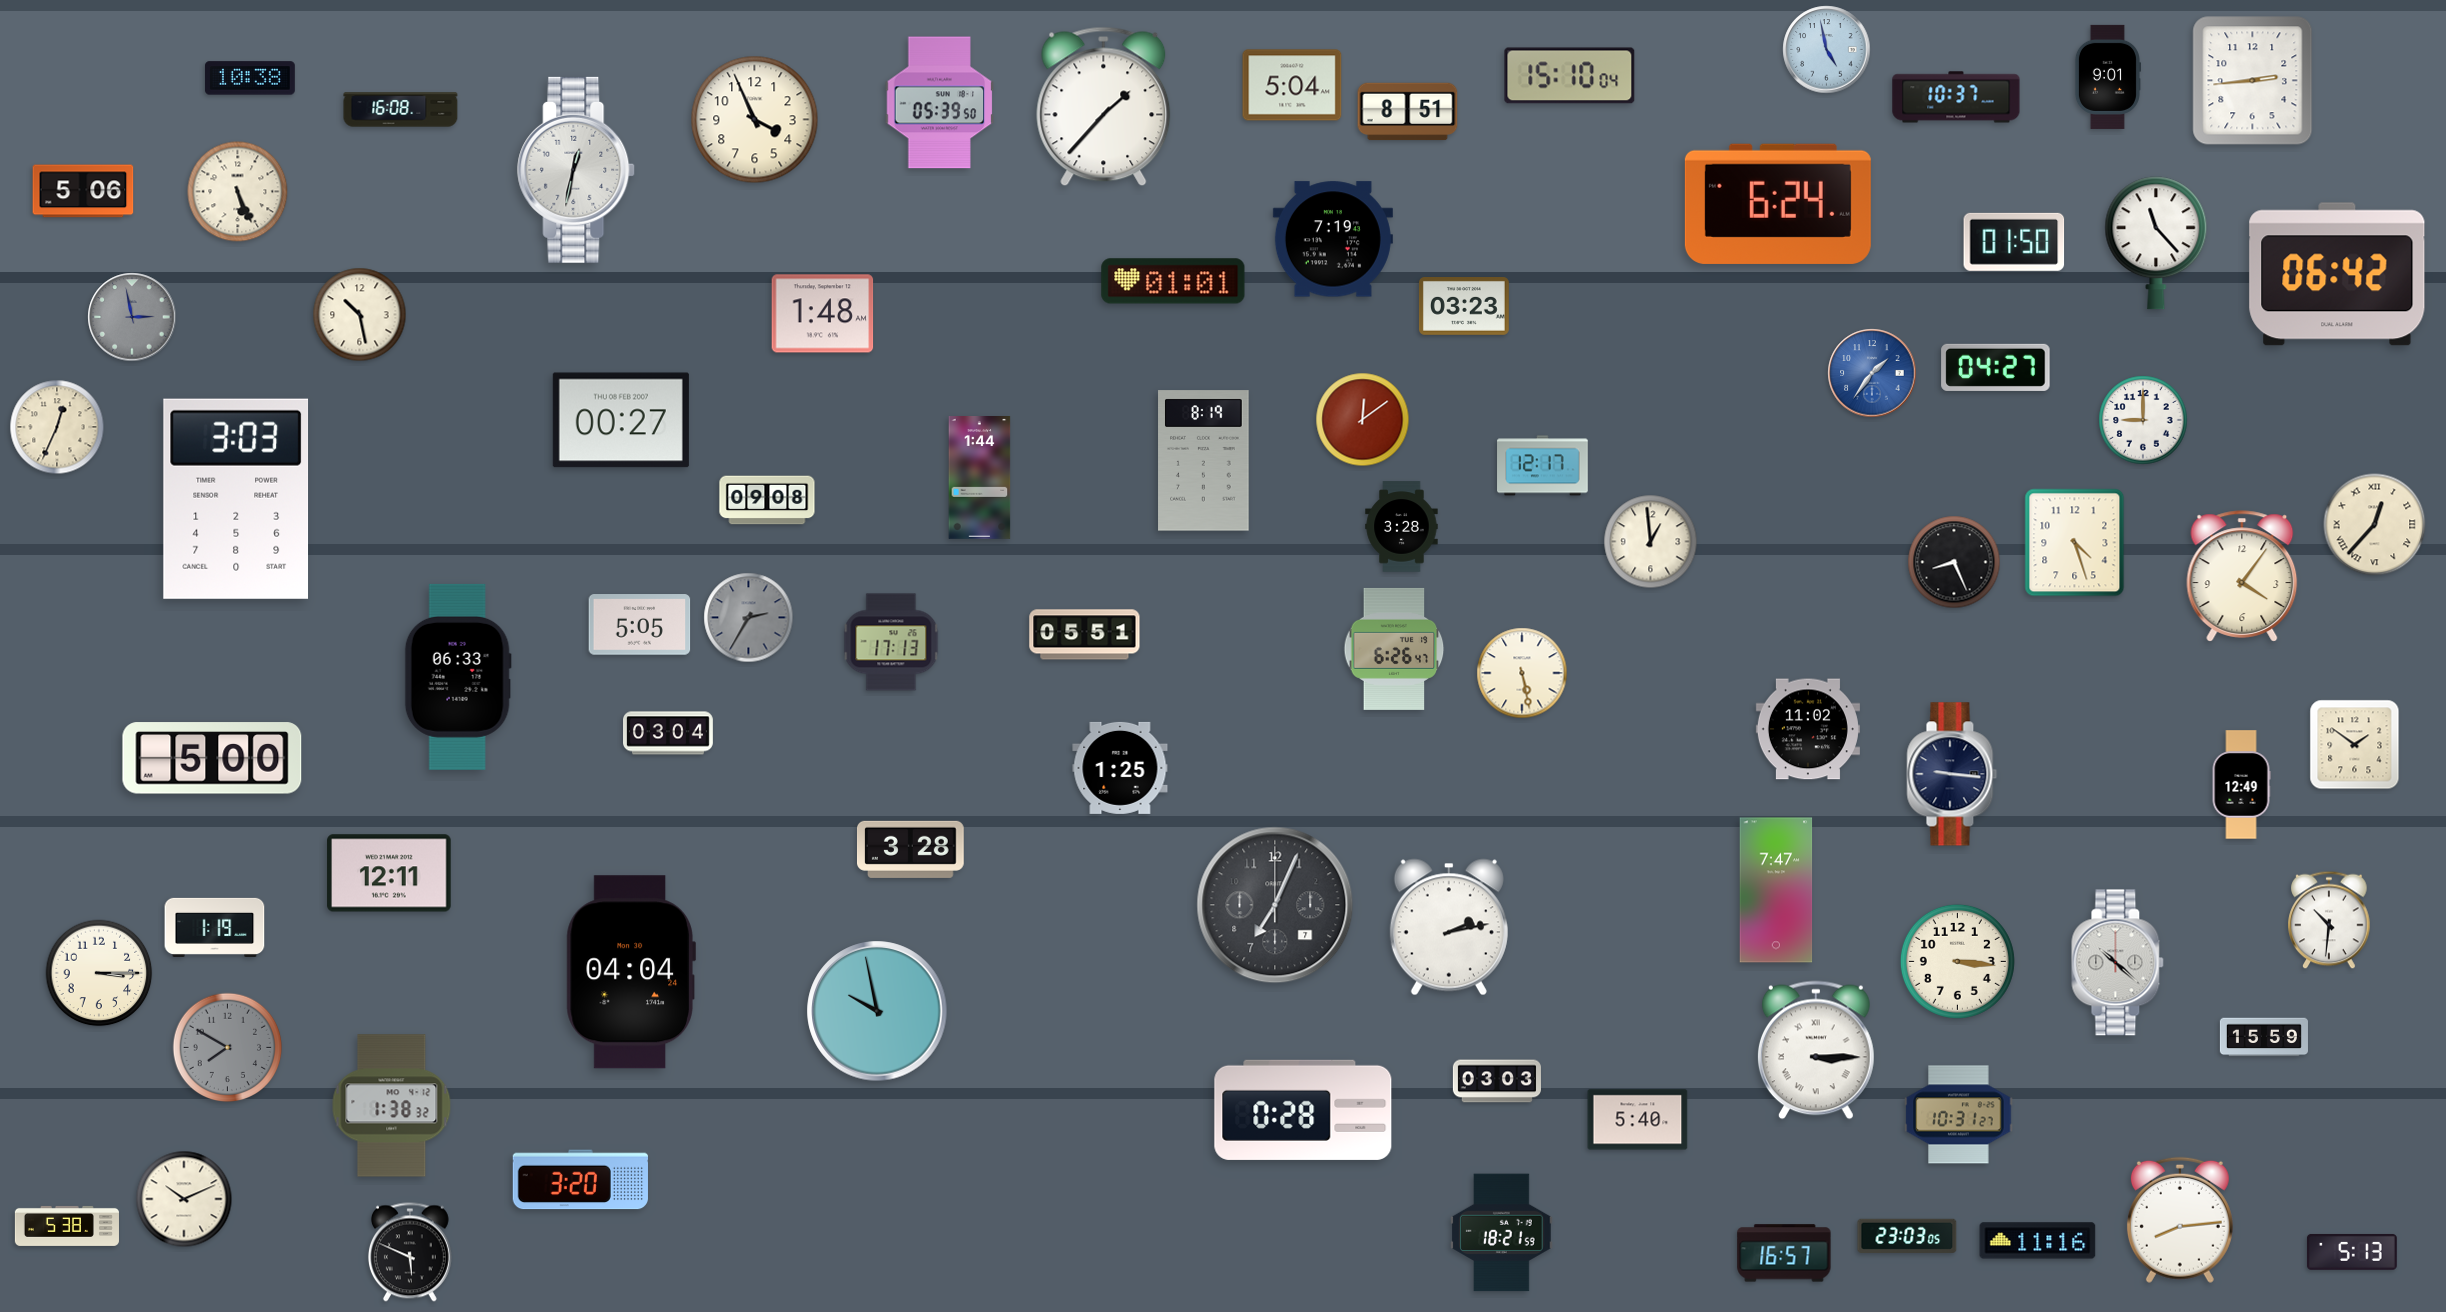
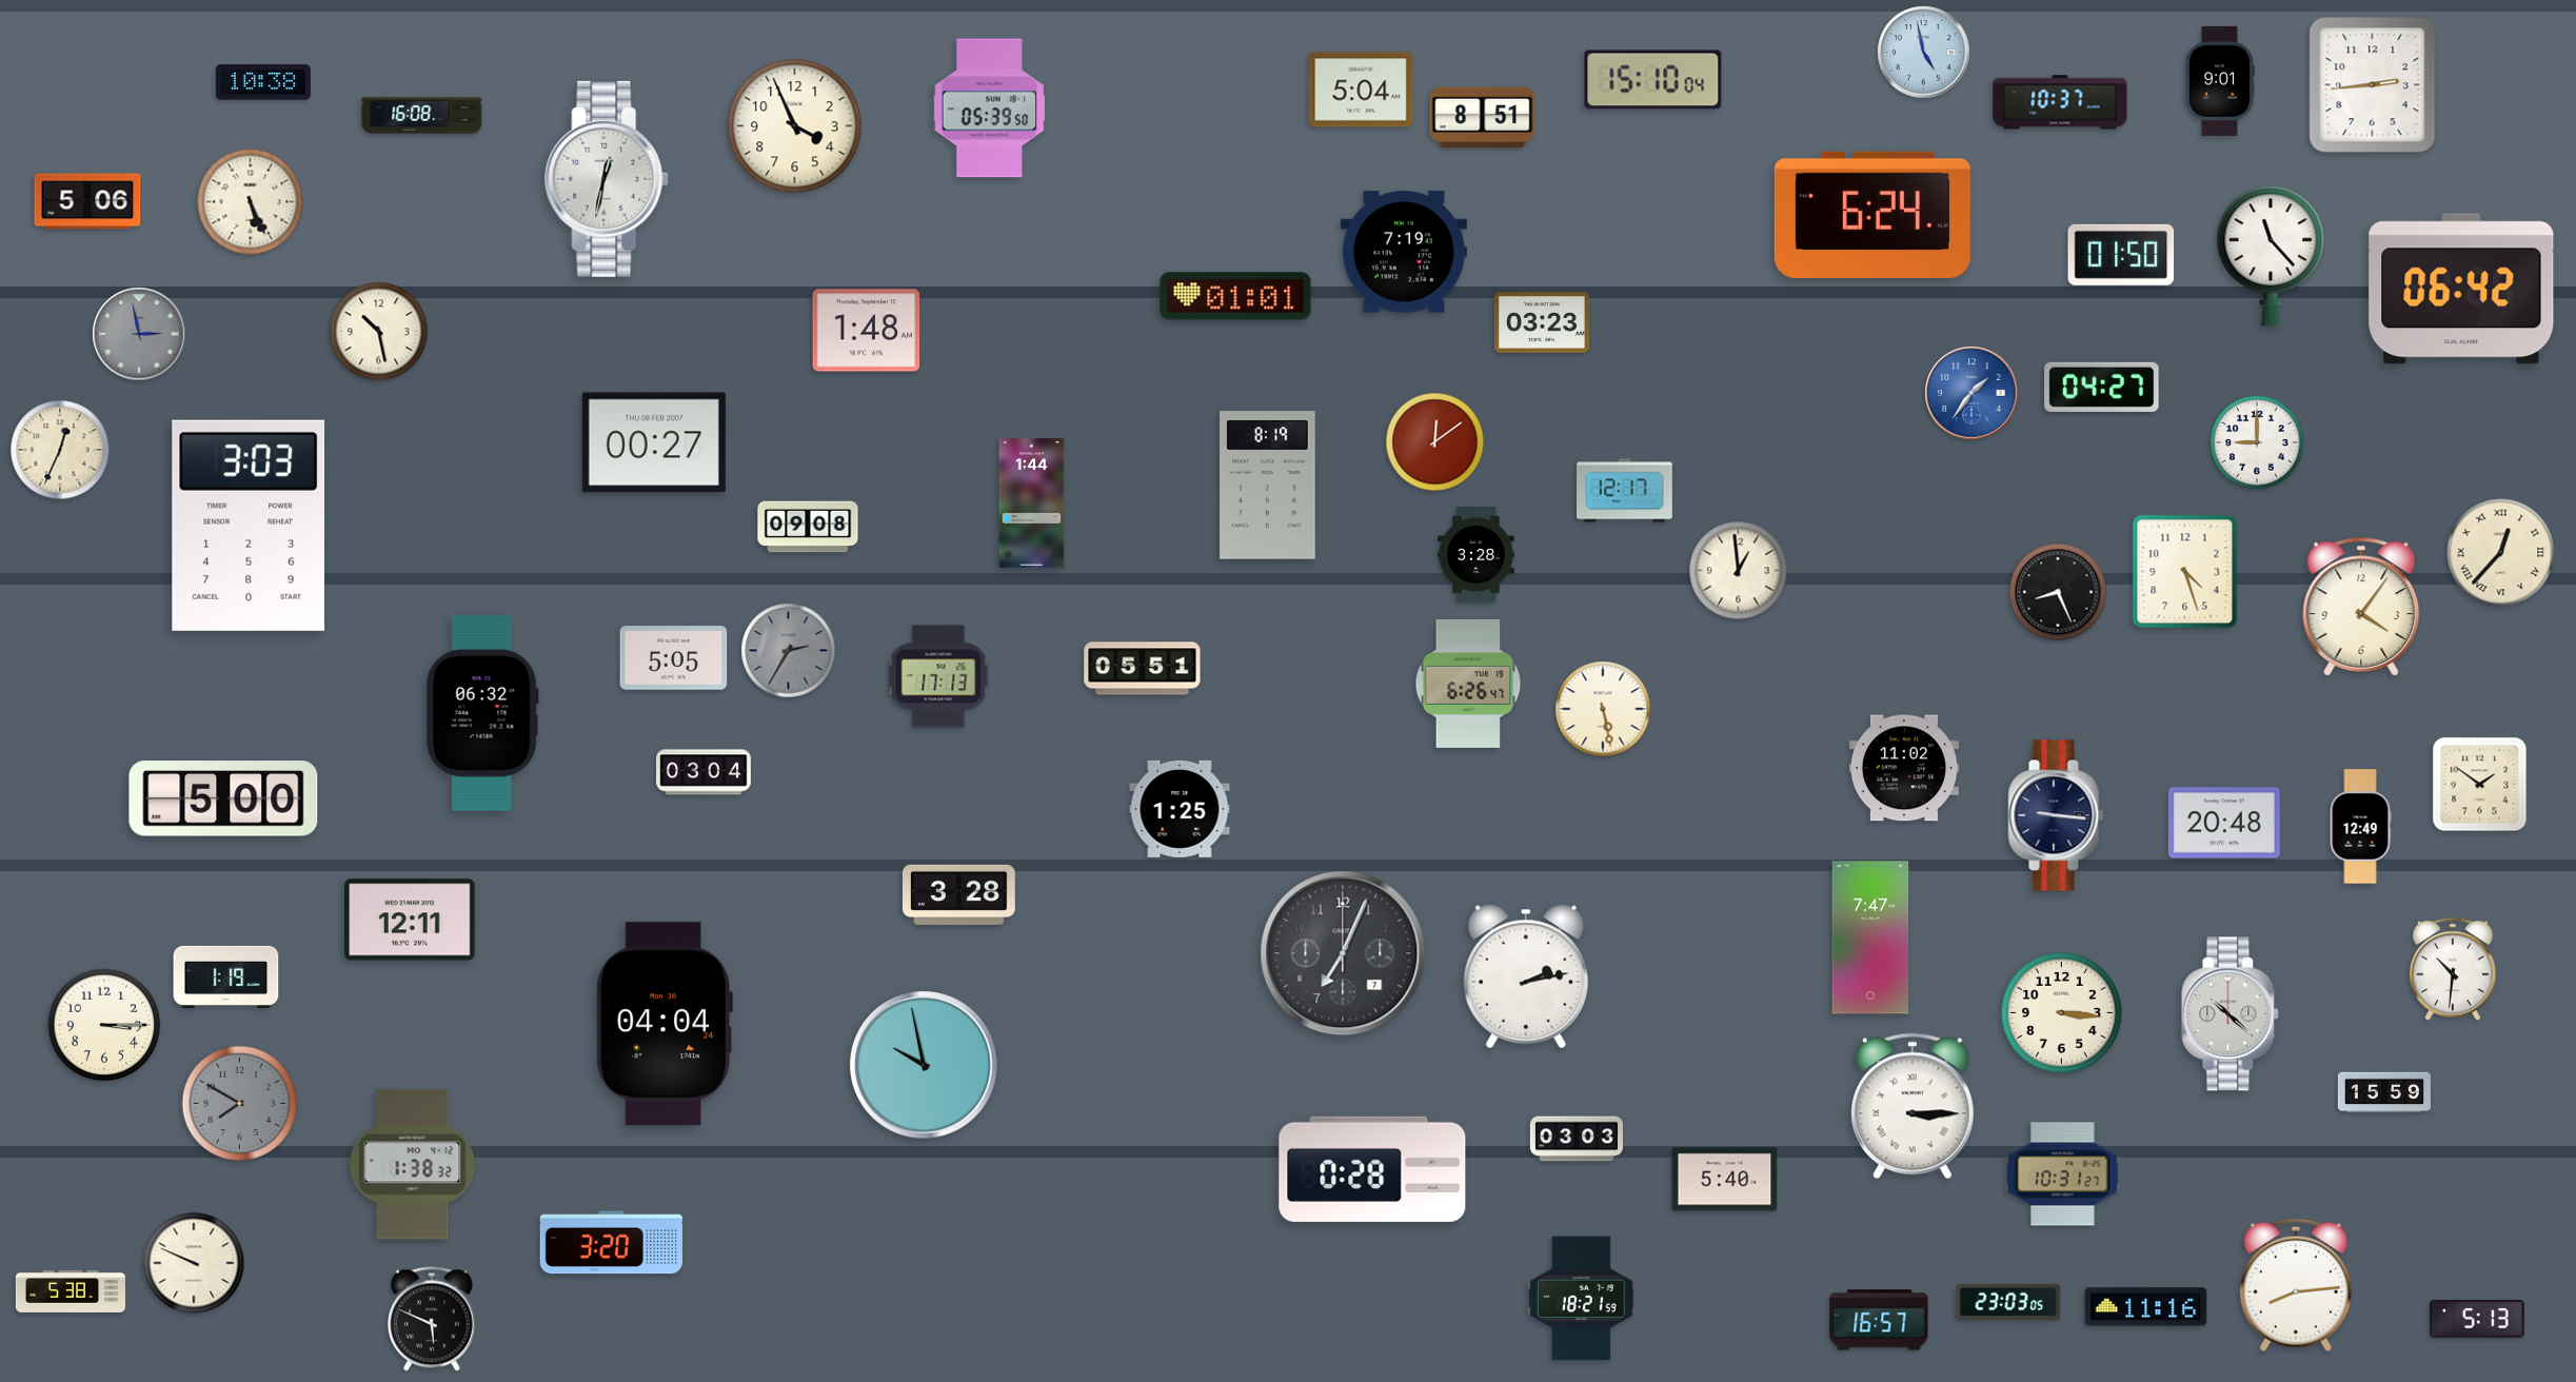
clock at (1104, 107): 1:37 -> none
clock at (458, 677): 06:33 -> 06:32
clock at (2224, 823): none -> 20:48
clock at (184, 1199): 10:11 -> 9:49
